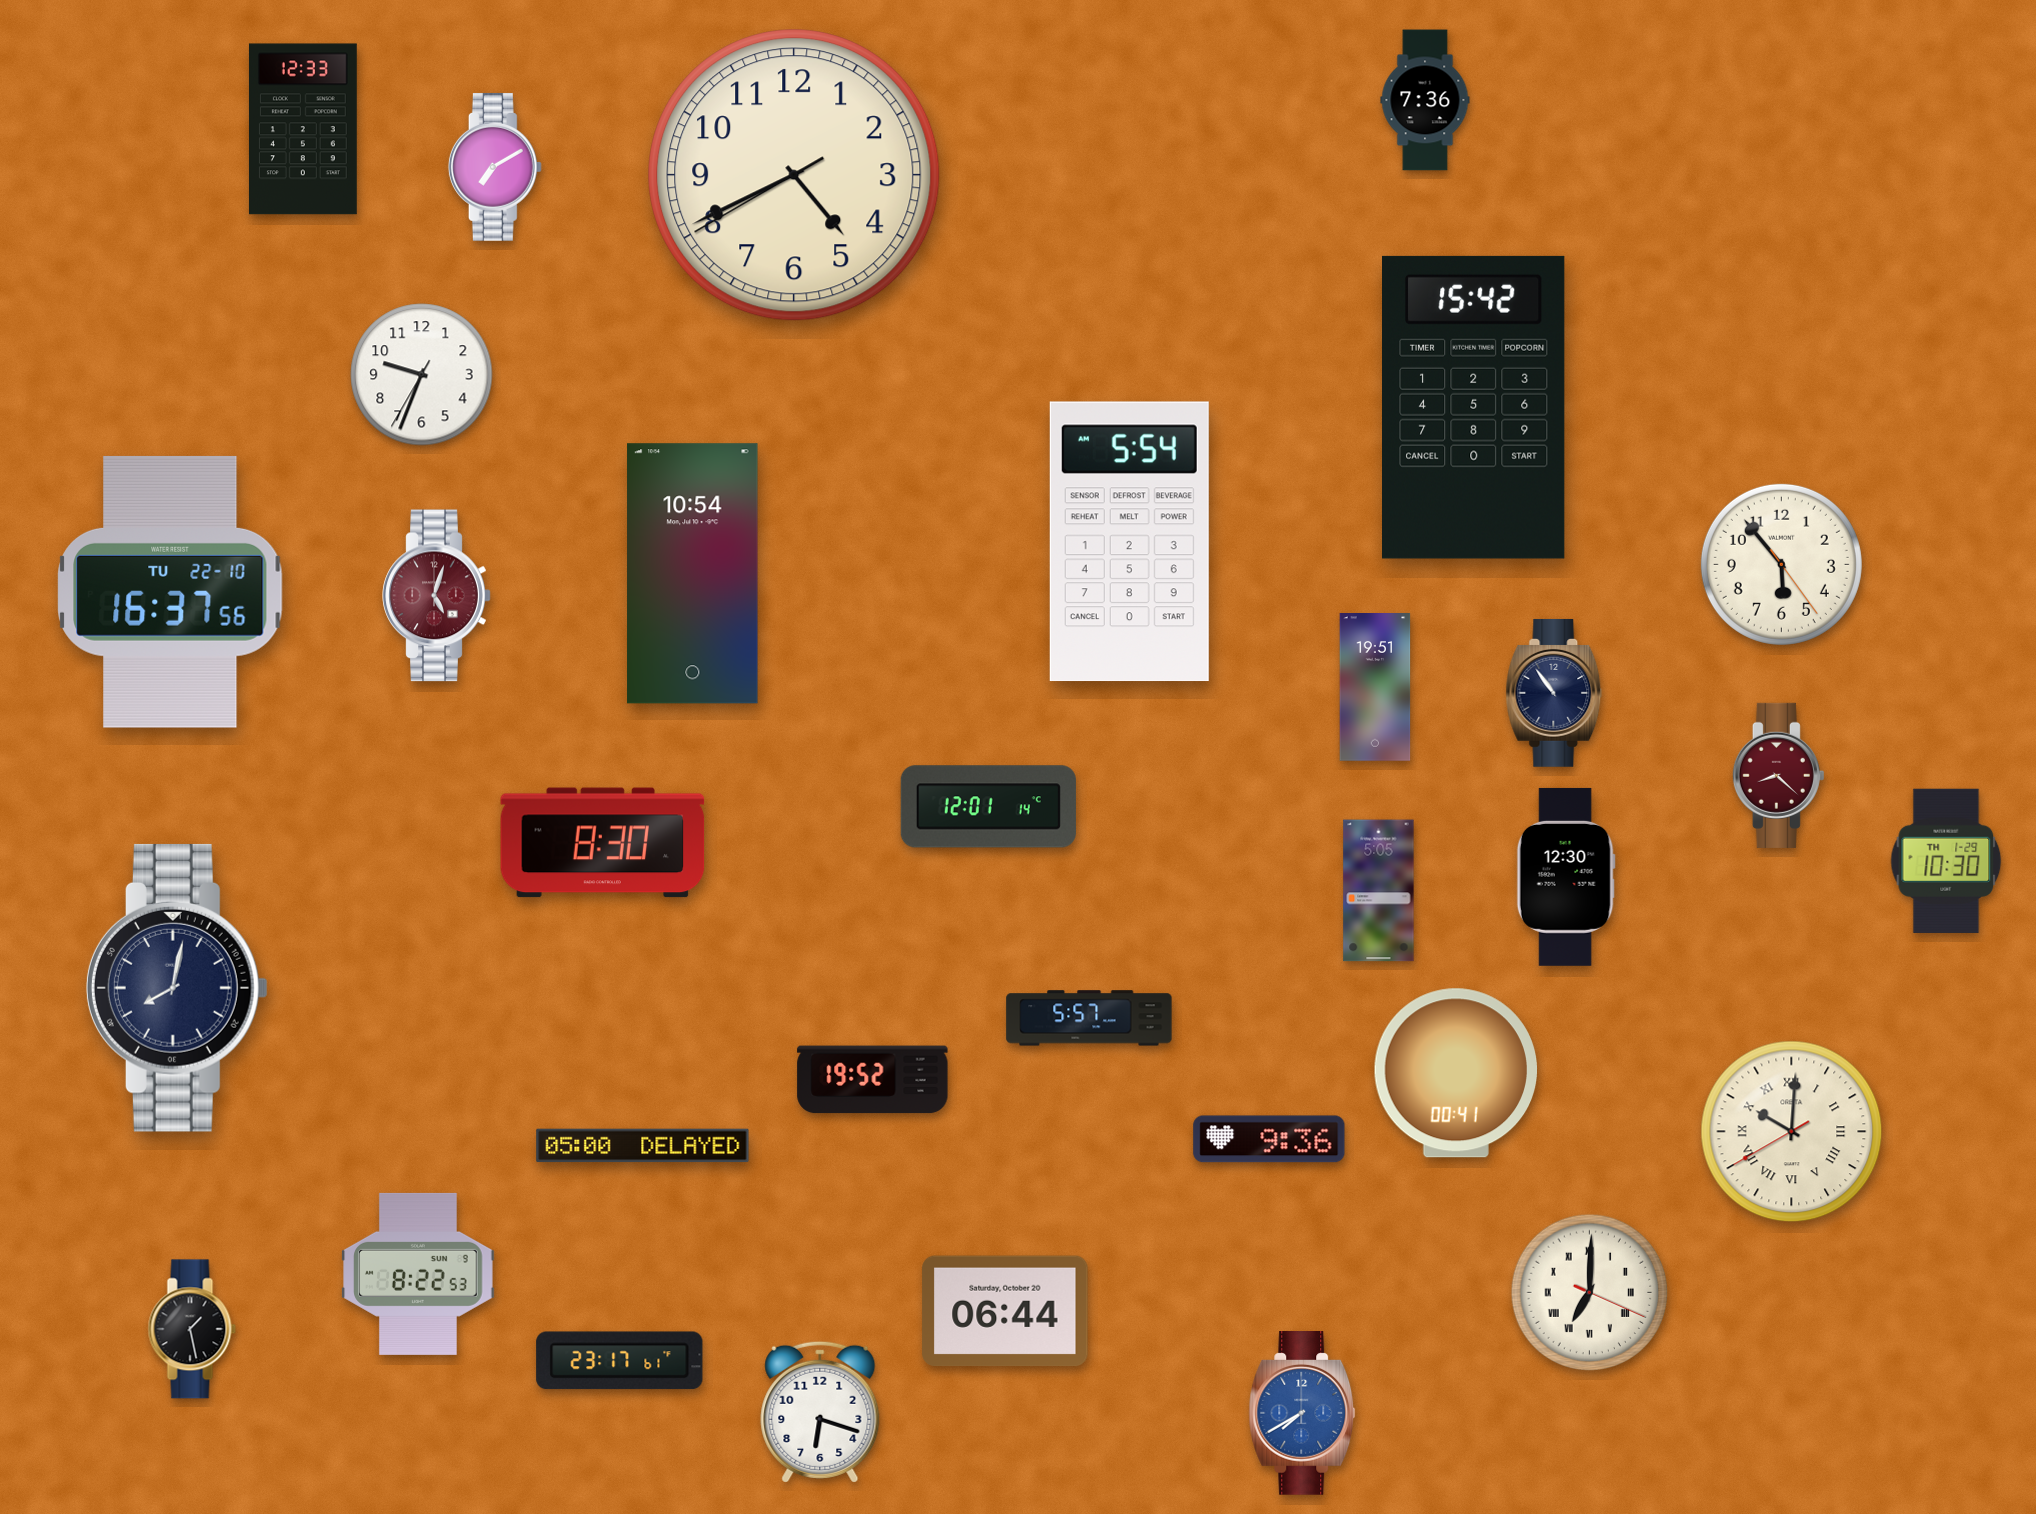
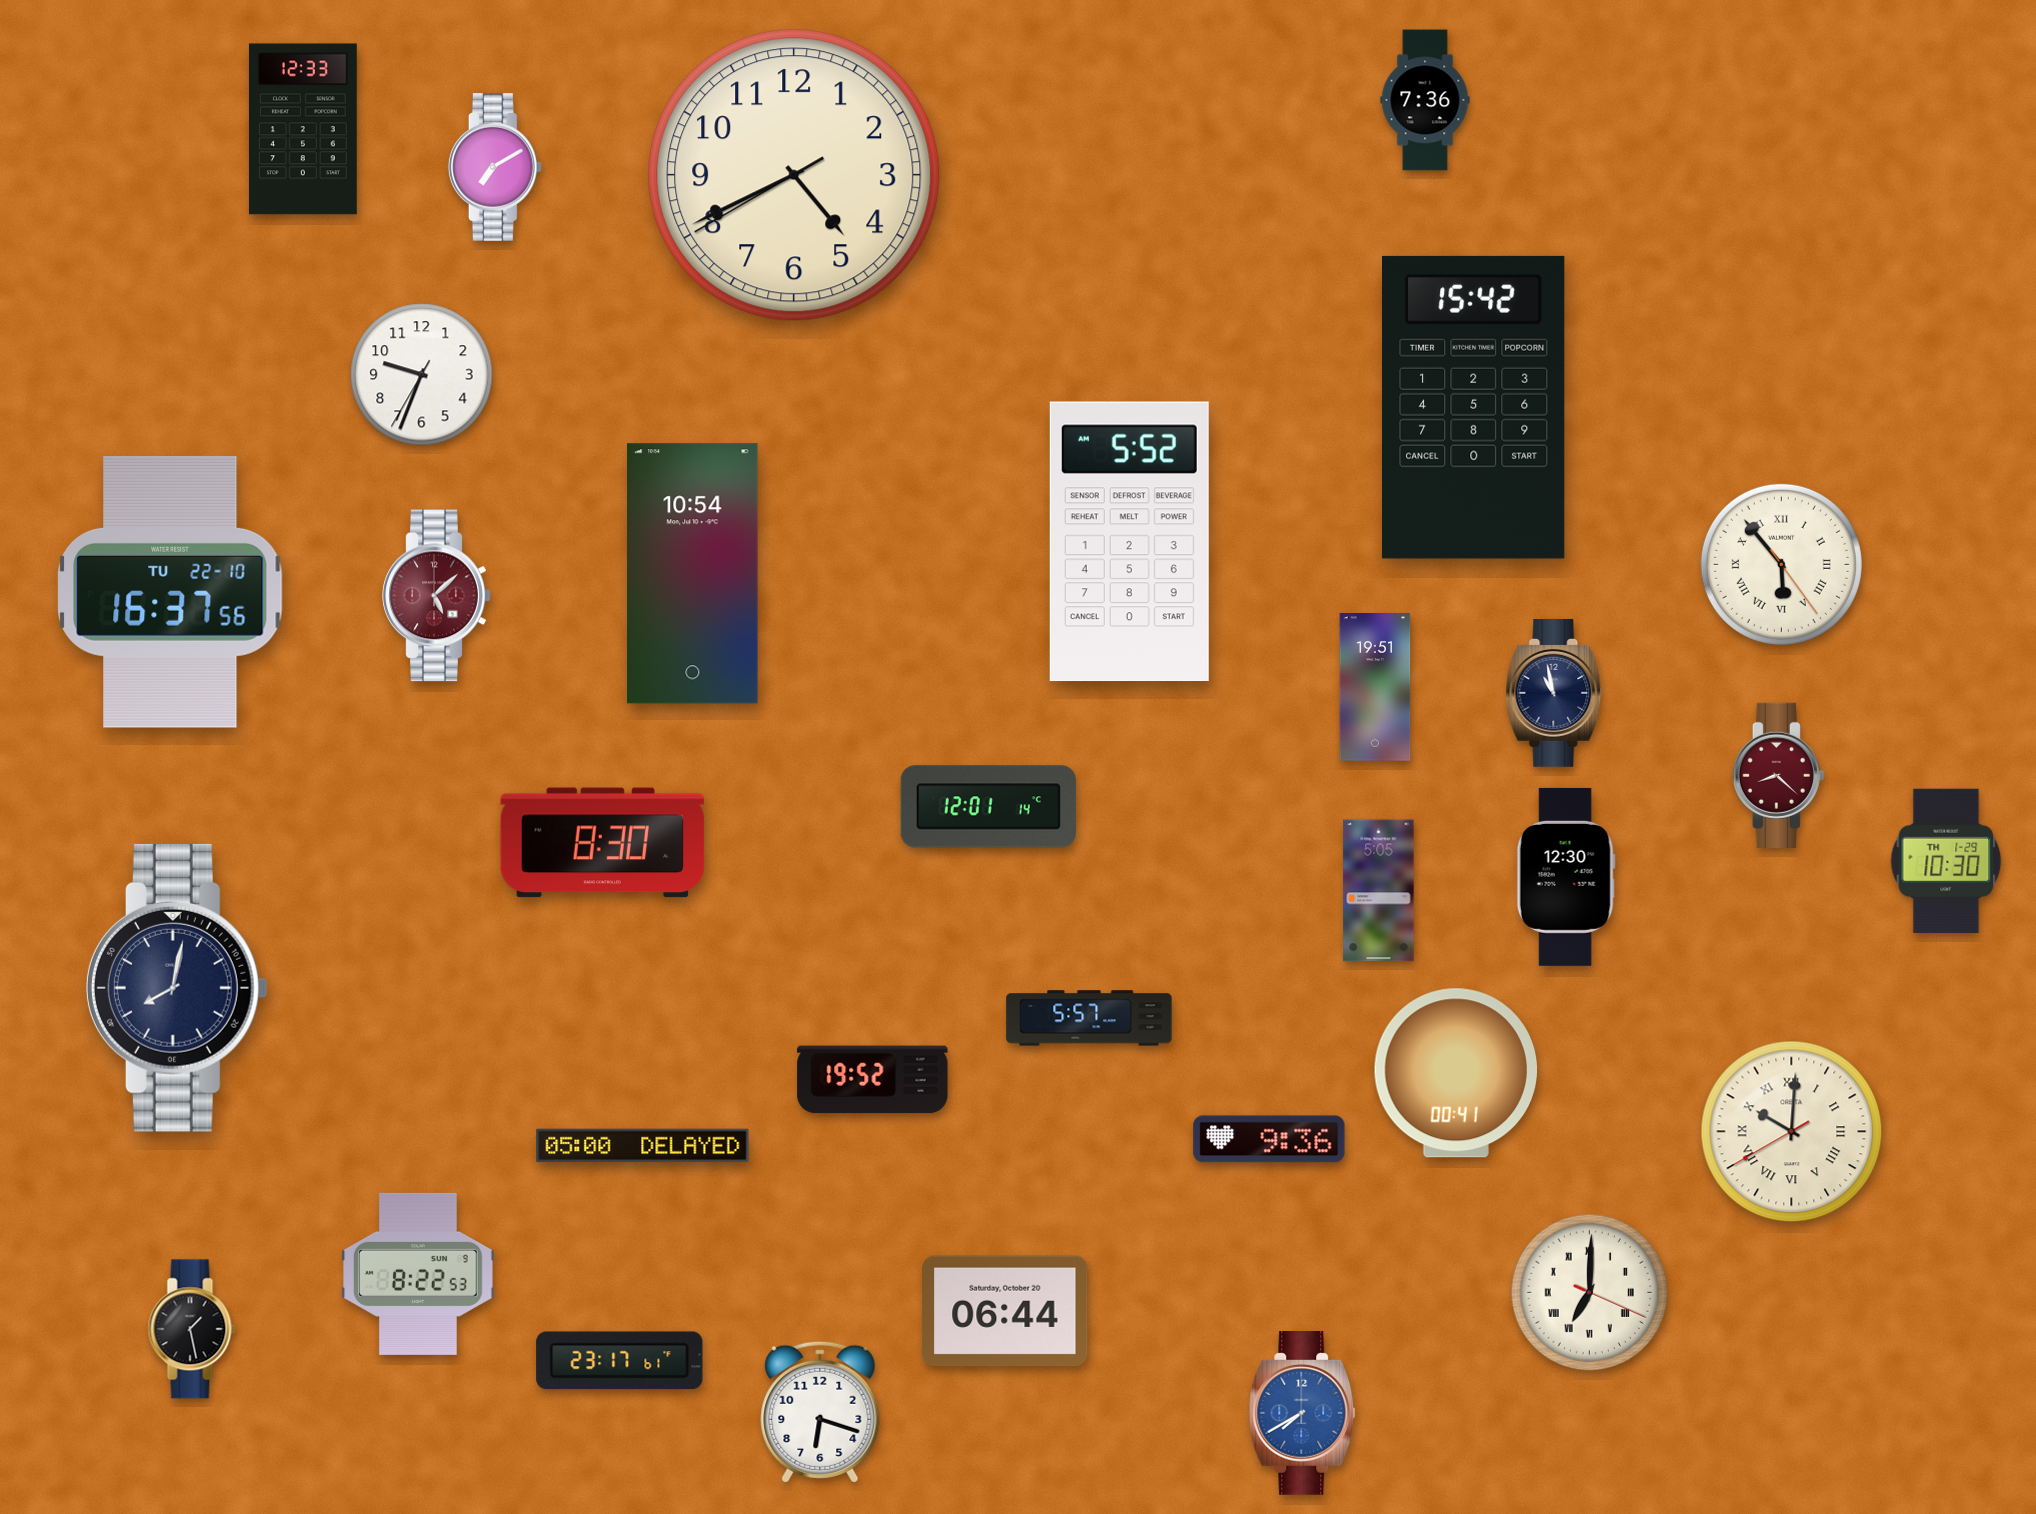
clock at (1129, 542): 5:54 -> 5:52
clock at (1781, 564) numerals: Arabic -> Roman
clock at (437, 596): 5:03 -> 5:08
clock at (1554, 693): 10:54 -> 10:58
